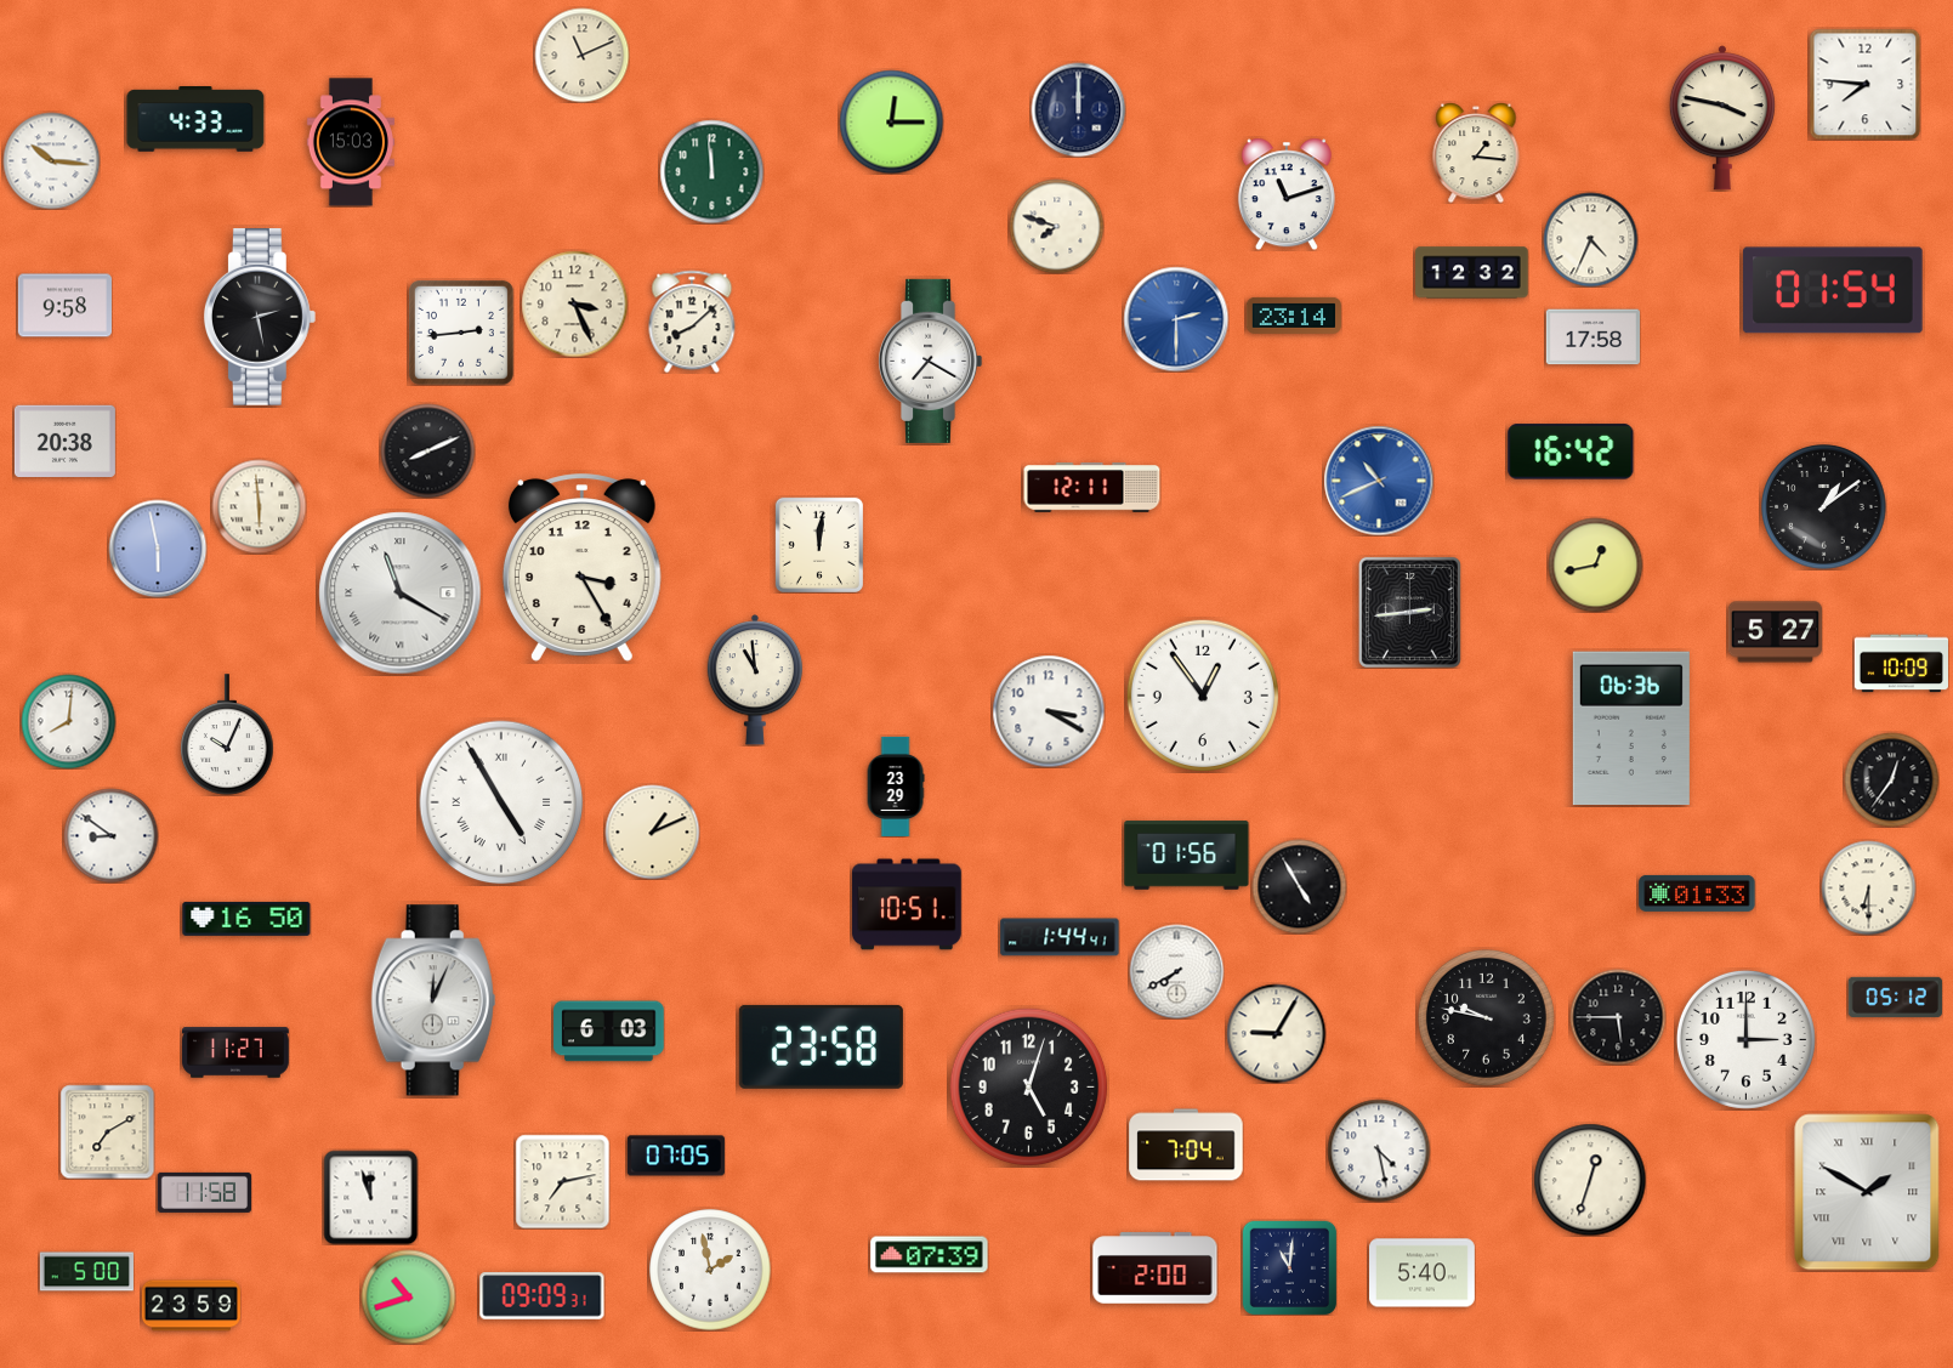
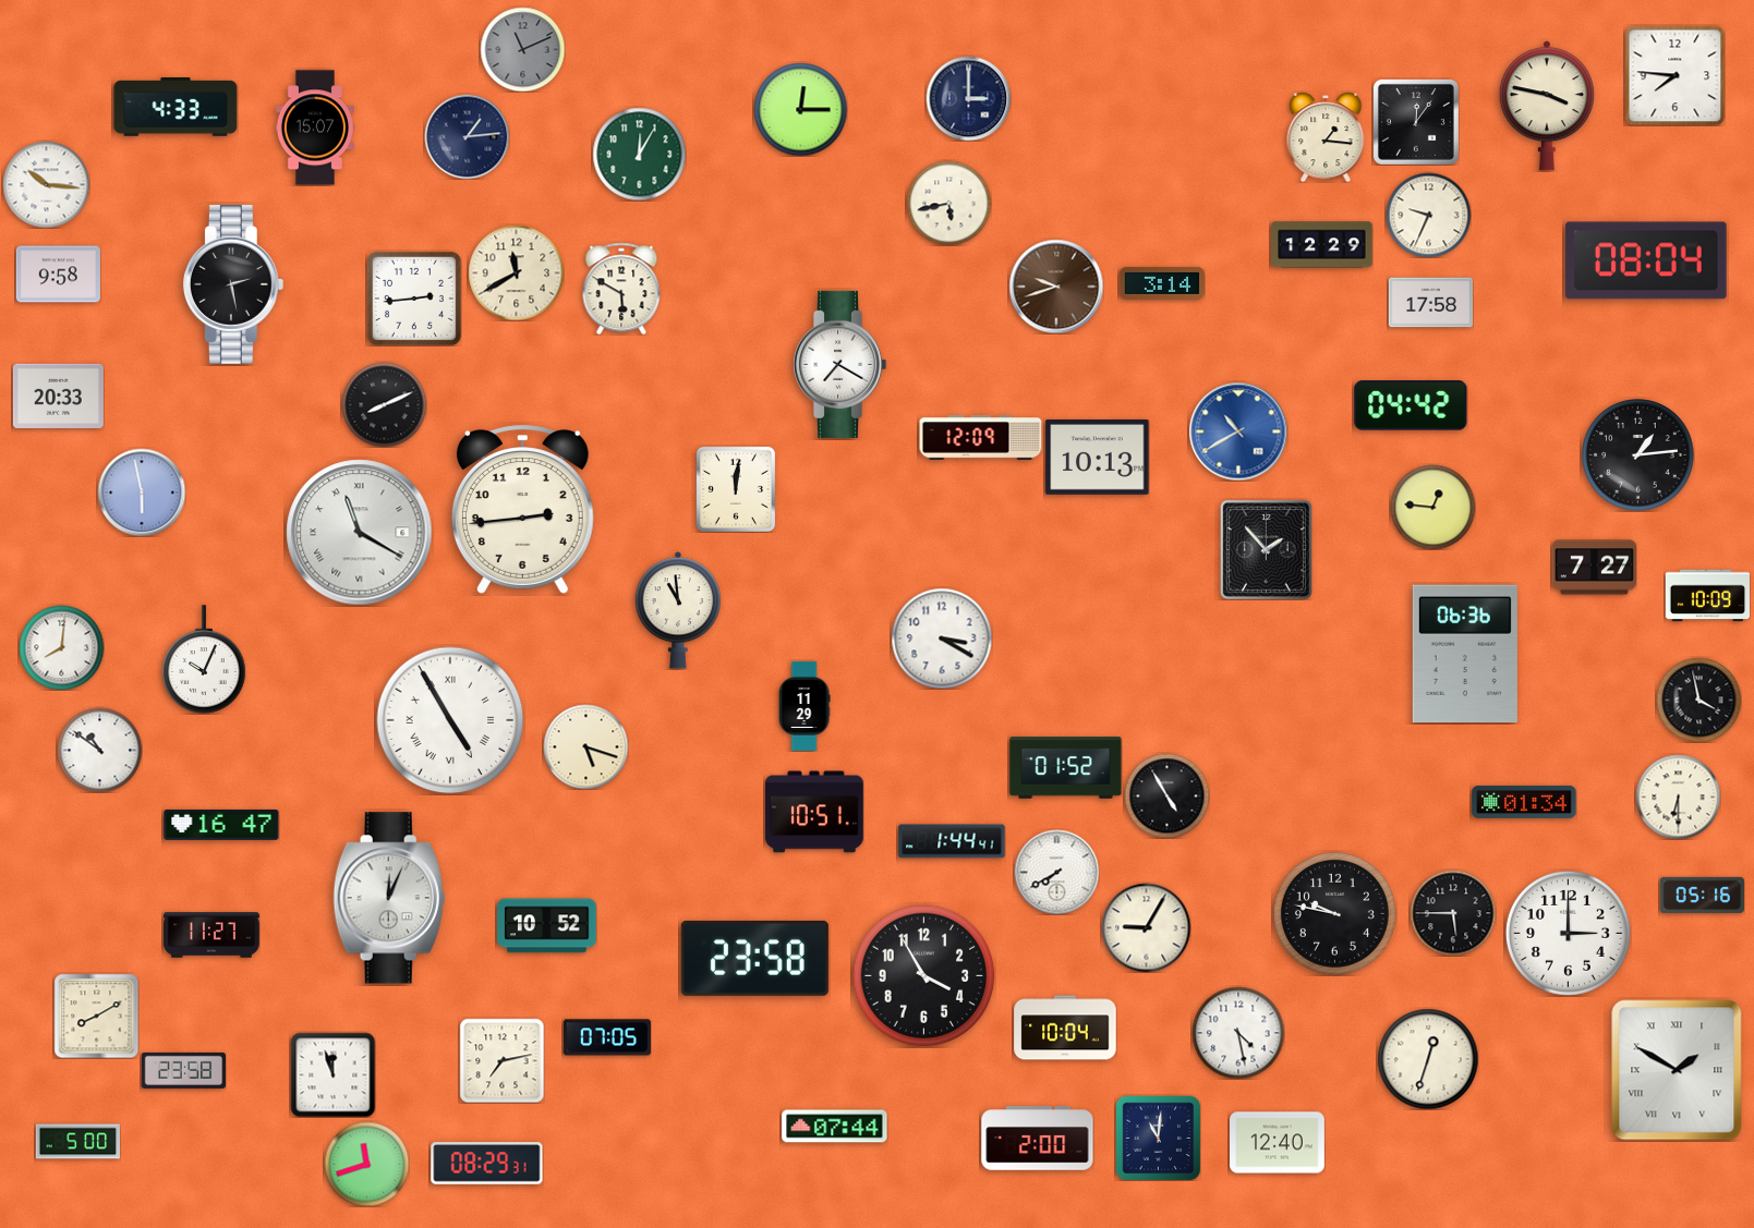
clock at (581, 55) dial: cream -> grey
clock at (1078, 109): 12:00 -> 3:00
clock at (1416, 122): none -> 12:06
clock at (351, 142): 15:03 -> 15:07
clock at (467, 136): none -> 1:14
clock at (51, 160) position: (51, 160) -> (46, 184)
clock at (711, 171): 11:59 -> 12:05
clock at (1287, 194): 11:12 -> none
clock at (1056, 226): 7:48 -> 5:43
clock at (1590, 239): 4:34 -> 9:34
clock at (1472, 273): 12:32 -> 12:29
clock at (1833, 290): 01:54 -> 08:04
clock at (574, 303): 3:26 -> 11:40
clock at (1293, 316): 23:14 -> 3:14
clock at (1176, 319): 2:30 -> 9:42
clock at (1176, 319) dial: blue -> brown
clock at (692, 322): 8:08 -> 5:50
clock at (931, 361) position: (931, 361) -> (840, 364)
clock at (64, 441): 20:38 -> 20:33
clock at (1571, 452): 16:42 -> 04:42
clock at (1379, 481): 10:41 -> 10:40
clock at (1092, 488): 12:11 -> 12:09
clock at (259, 506): 5:59 -> none
clock at (1824, 507): 1:09 -> 1:14
clock at (1098, 457): none -> 10:13
clock at (1595, 564): 12:43 -> 12:46
clock at (581, 568): 3:25 -> 2:44
clock at (1409, 612): 2:44 -> 1:53
clock at (1775, 632): 5:27 -> 7:27
clock at (1203, 696): 12:54 -> none
clock at (1891, 779): 12:36 -> 3:58
clock at (896, 787): 23:29 -> 11:29
clock at (652, 831): 1:11 -> 5:18
clock at (110, 835): 8:51 -> 10:51
clock at (1187, 856): 01:56 -> 01:52
clock at (1697, 893): 01:33 -> 01:34
clock at (246, 919): 16:50 -> 16:47
clock at (1895, 997): 05:12 -> 05:16
clock at (609, 1032): 6:03 -> 10:52
clock at (821, 1046) position: (821, 1046) -> (754, 958)
clock at (235, 1052) position: (235, 1052) -> (211, 935)
clock at (1029, 1088): 5:03 -> 3:55
clock at (107, 1131): 7:10 -> 8:10
clock at (1186, 1145): 7:04 -> 10:04
clock at (562, 1181) position: (562, 1181) -> (501, 1060)
clock at (204, 1192): 11:58 -> 23:58
clock at (930, 1255): 07:39 -> 07:44
clock at (710, 1270): 1:58 -> none
clock at (1423, 1273): 5:40 -> 12:40
clock at (408, 1296): 10:42 -> 11:42
clock at (543, 1296): 09:09 -> 08:29
clock at (191, 1306): 23:59 -> none
